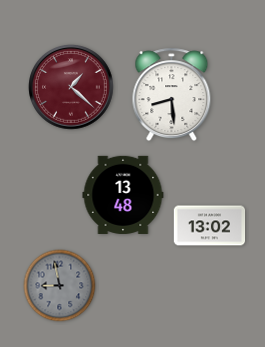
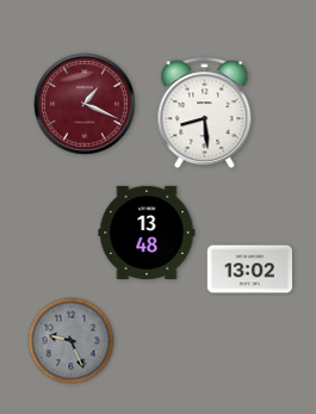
clock at (71, 87): 1:22 -> 1:19
clock at (60, 286): 8:58 -> 9:26
